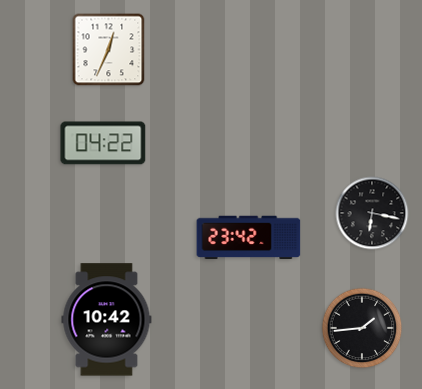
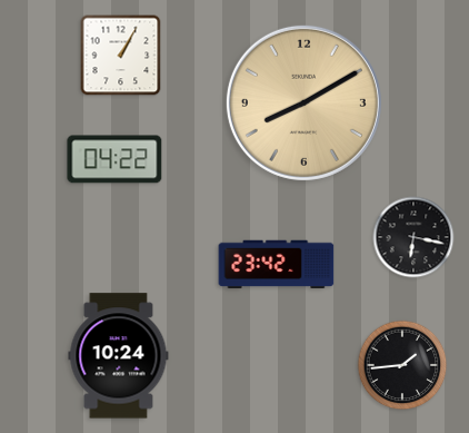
clock at (109, 50): 12:34 -> 1:05
clock at (303, 102): none -> 8:10
clock at (107, 320): 10:42 -> 10:24
